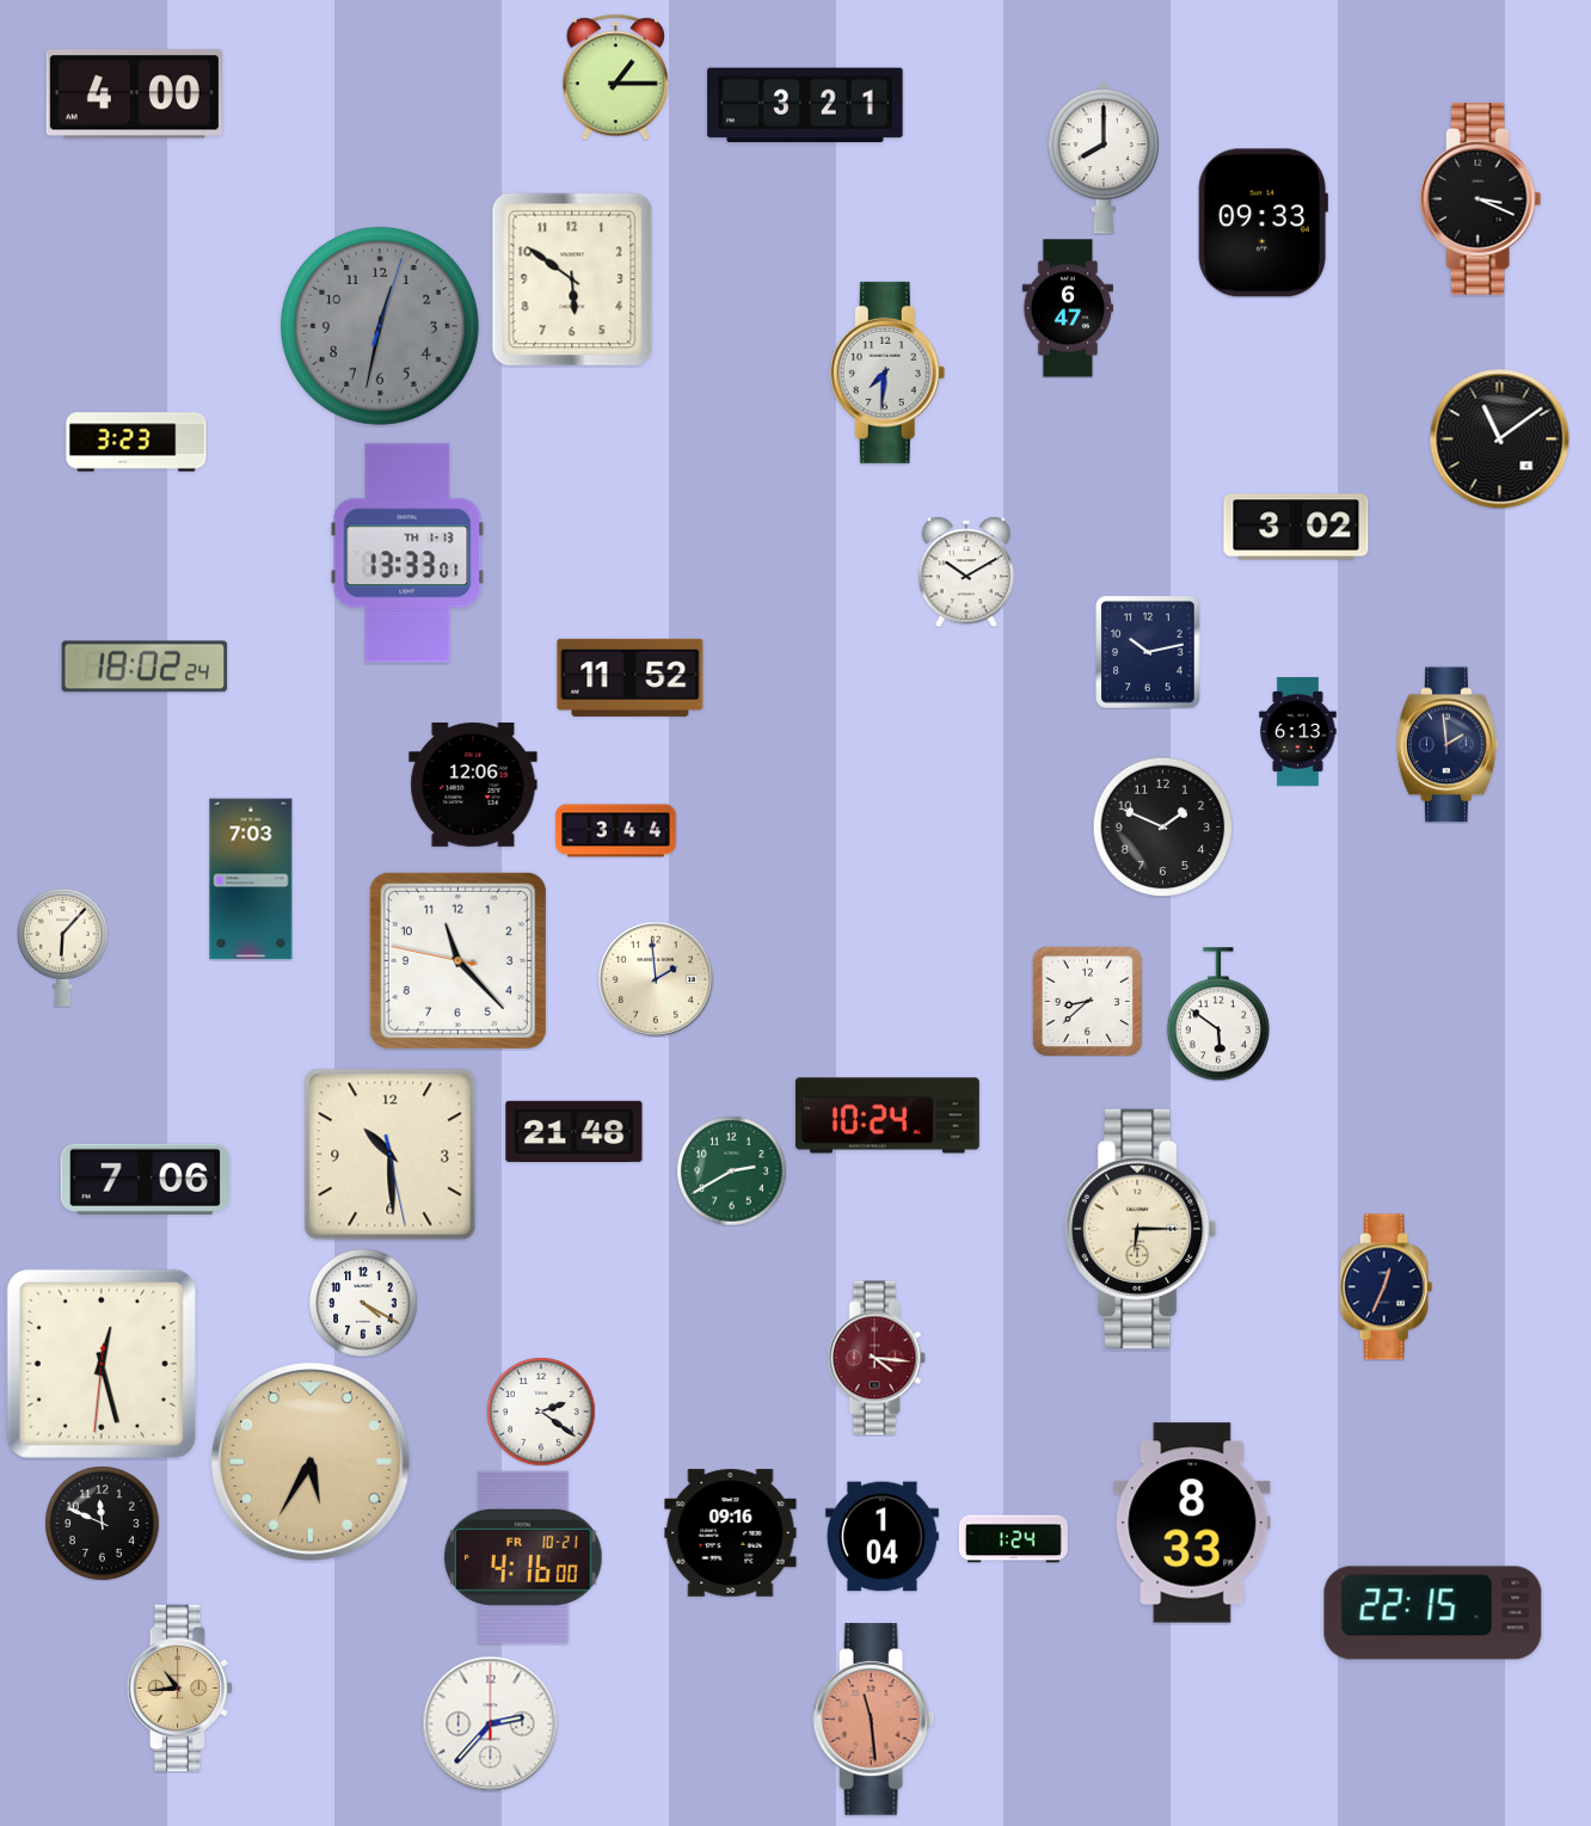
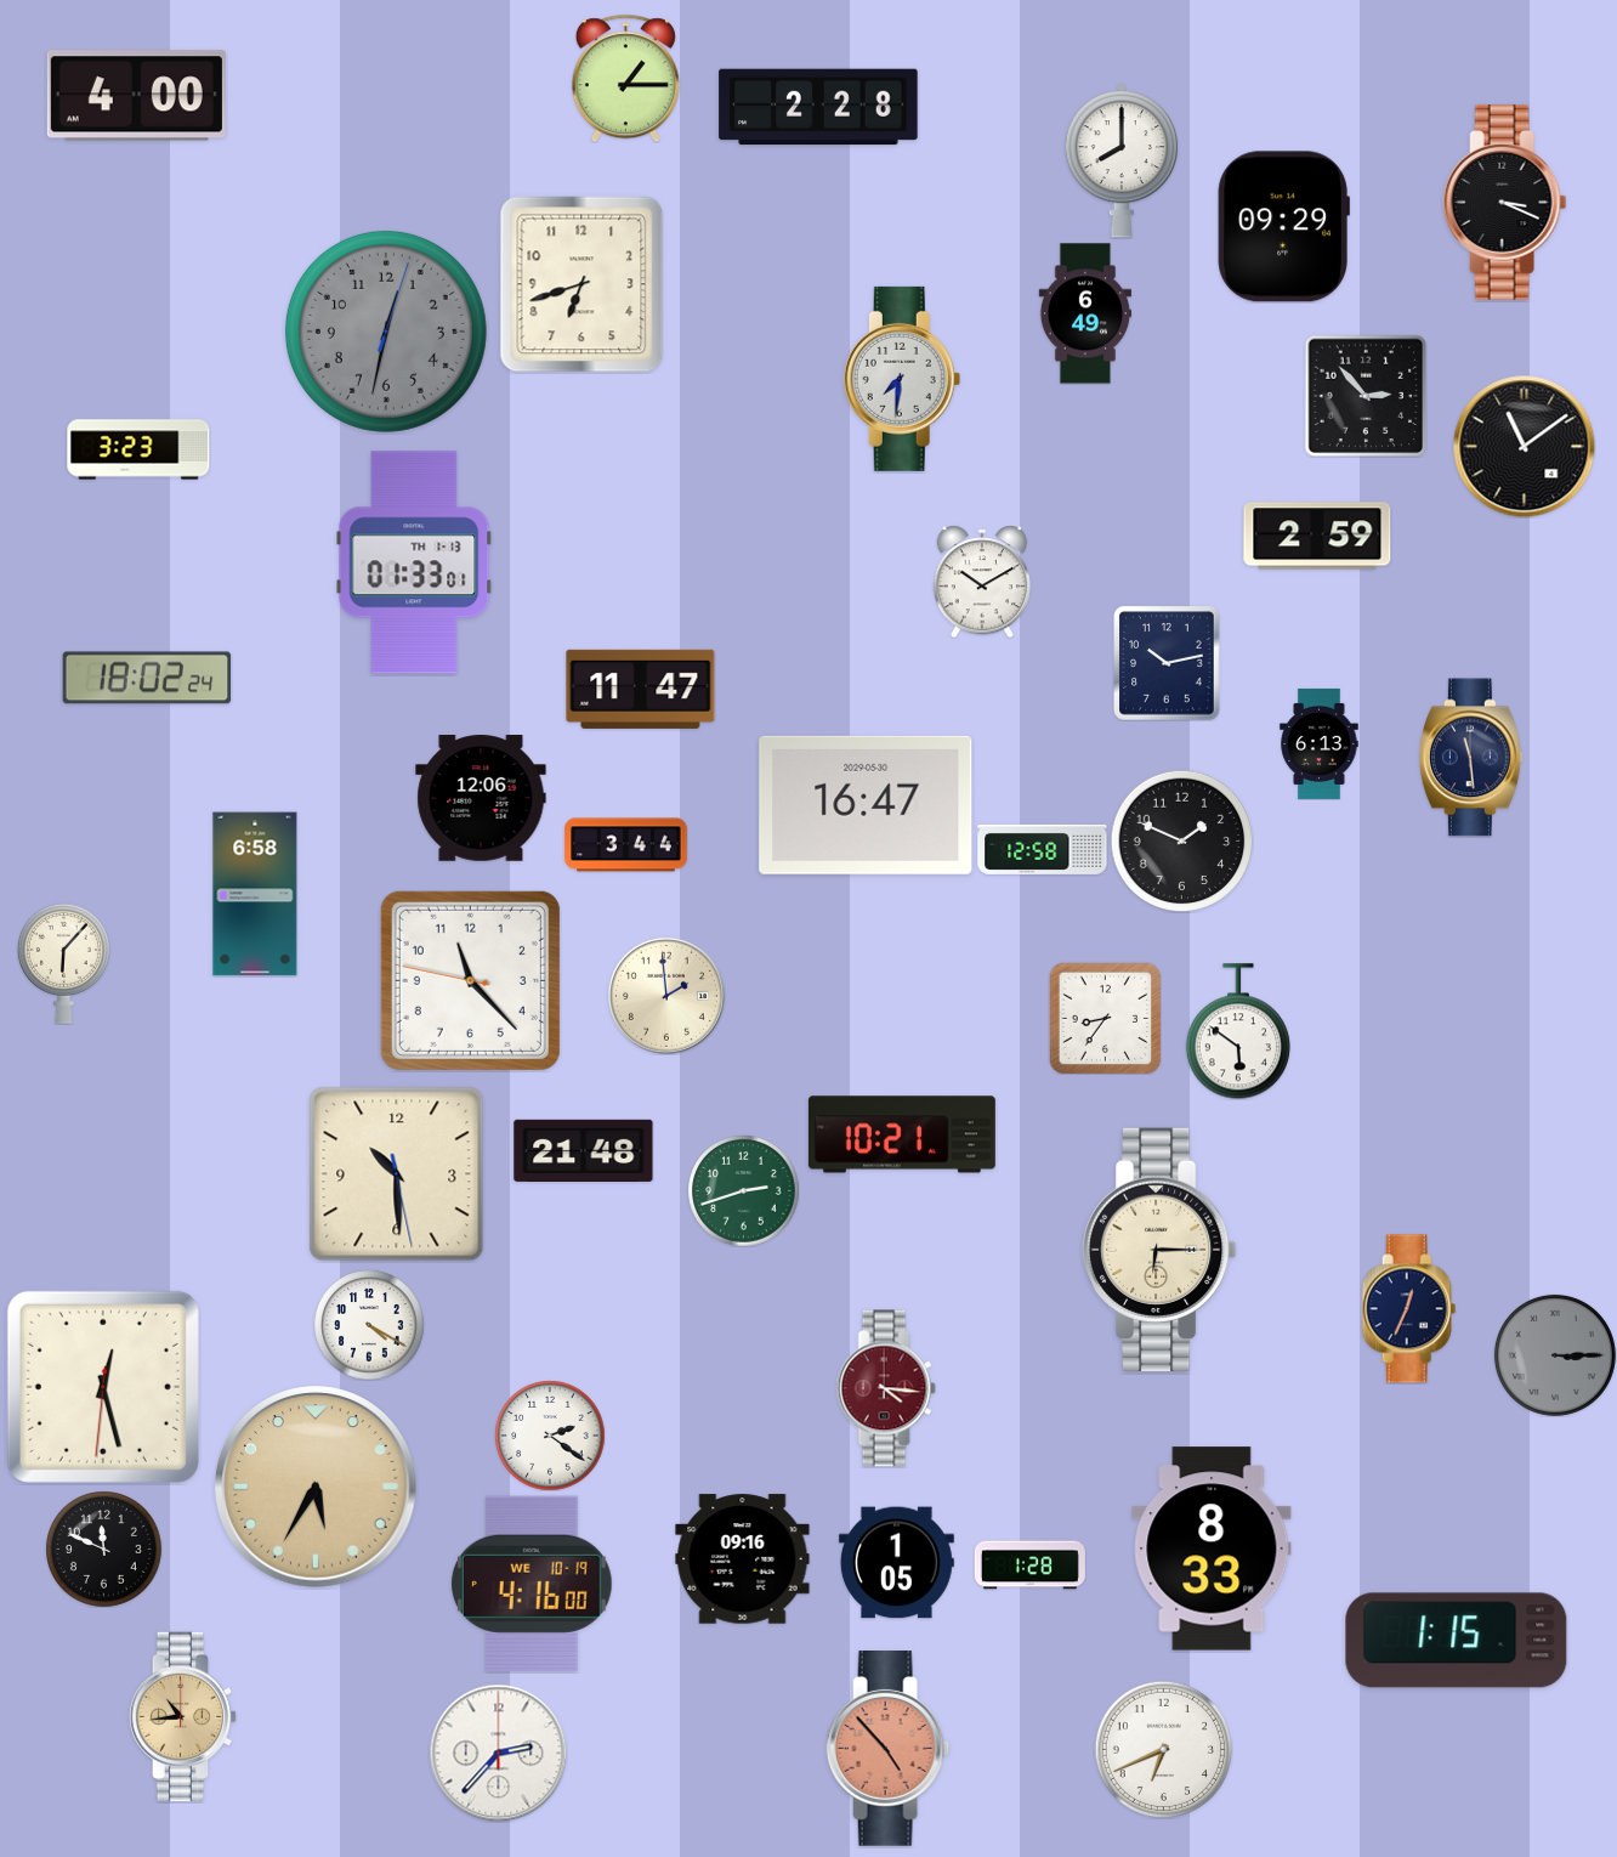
clock at (805, 105): 3:21 -> 2:28
clock at (1263, 223): 09:33 -> 09:29
clock at (572, 279): 5:51 -> 6:42
clock at (1068, 308): 6:47 -> 6:49
clock at (1366, 396): none -> 2:53
clock at (1296, 527): 3:02 -> 2:59
clock at (407, 553): 13:33 -> 01:33
clock at (631, 677): 11:52 -> 11:47
clock at (1446, 745): 1:59 -> 11:29
clock at (866, 805): none -> 16:47
clock at (1043, 849): none -> 12:58
clock at (251, 879): 7:03 -> 6:58
clock at (457, 960) position: (457, 960) -> (470, 980)
clock at (1087, 1001): 8:38 -> 8:36
clock at (887, 1115): 10:24 -> 10:21
clock at (731, 1170): 2:40 -> 2:42
clock at (145, 1179): 7:06 -> none
clock at (1555, 1355): none -> 3:15
clock at (877, 1358) position: (877, 1358) -> (886, 1388)
clock at (881, 1537): 1:04 -> 1:05
clock at (1013, 1539): 1:24 -> 1:28
clock at (523, 1557) date: FR 10-21 -> WE 10-19
clock at (1433, 1613): 22:15 -> 1:15
clock at (874, 1720): 11:29 -> 4:53
clock at (1163, 1749): none -> 6:41
